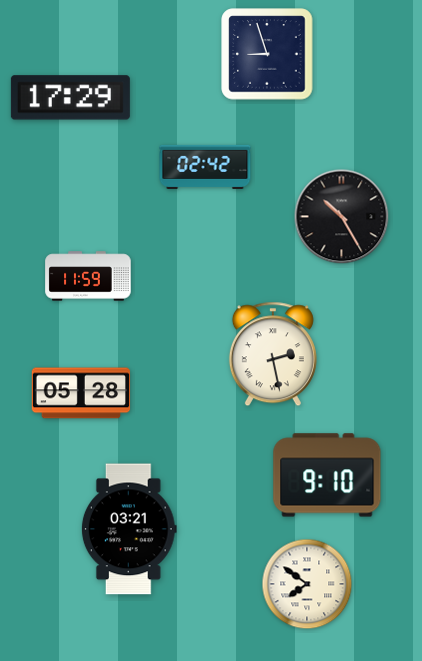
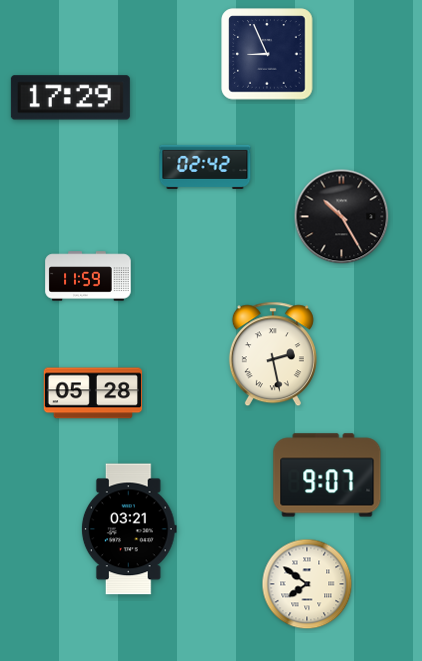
clock at (267, 54): 8:57 -> 8:56
clock at (81, 393) position: (81, 393) -> (93, 393)
clock at (327, 475): 9:10 -> 9:07
